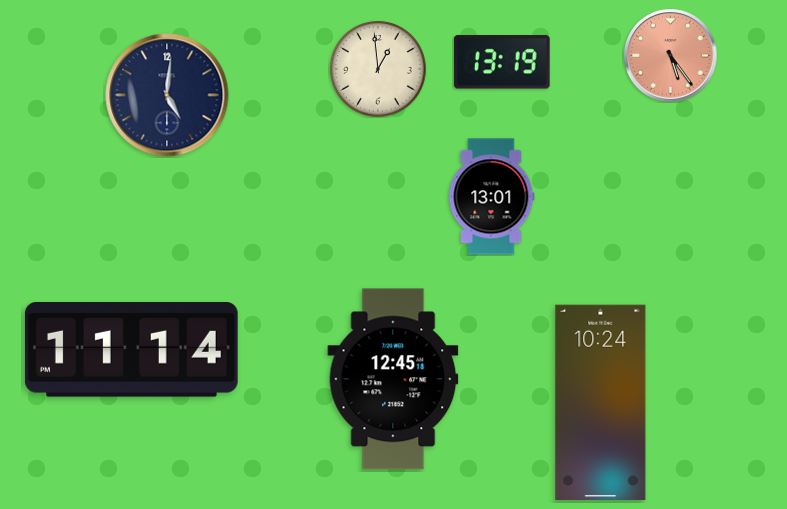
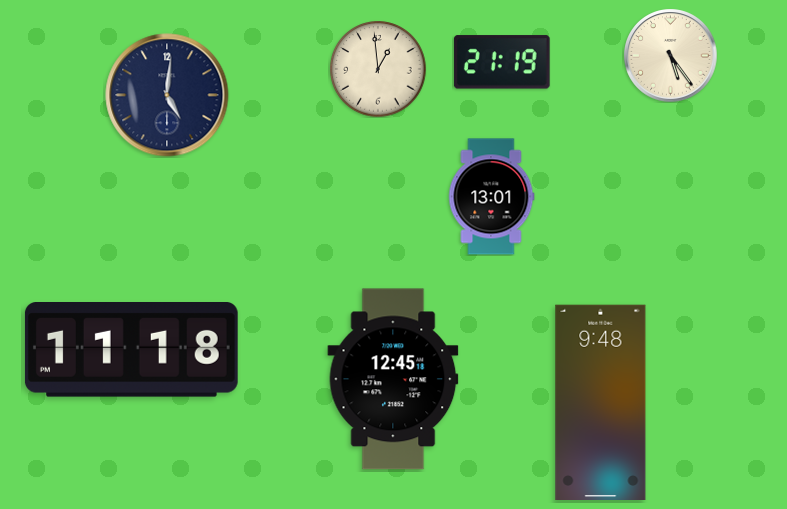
clock at (670, 55) dial: salmon -> cream
clock at (502, 62): 13:19 -> 21:19
clock at (131, 350): 11:14 -> 11:18
clock at (601, 402): 10:24 -> 9:48
